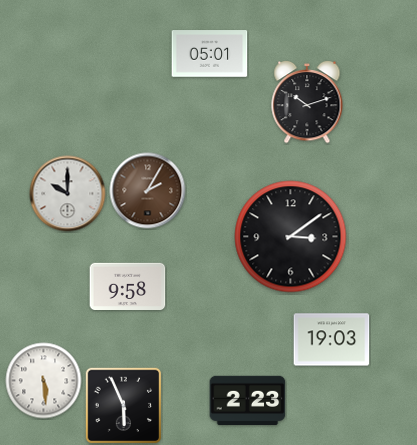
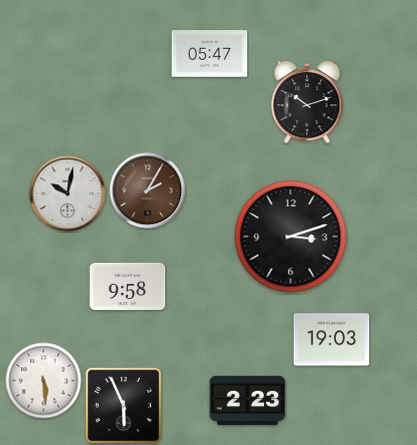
clock at (210, 54): 05:01 -> 05:47
clock at (68, 194): 10:00 -> 10:02
clock at (291, 237): 3:09 -> 3:12
